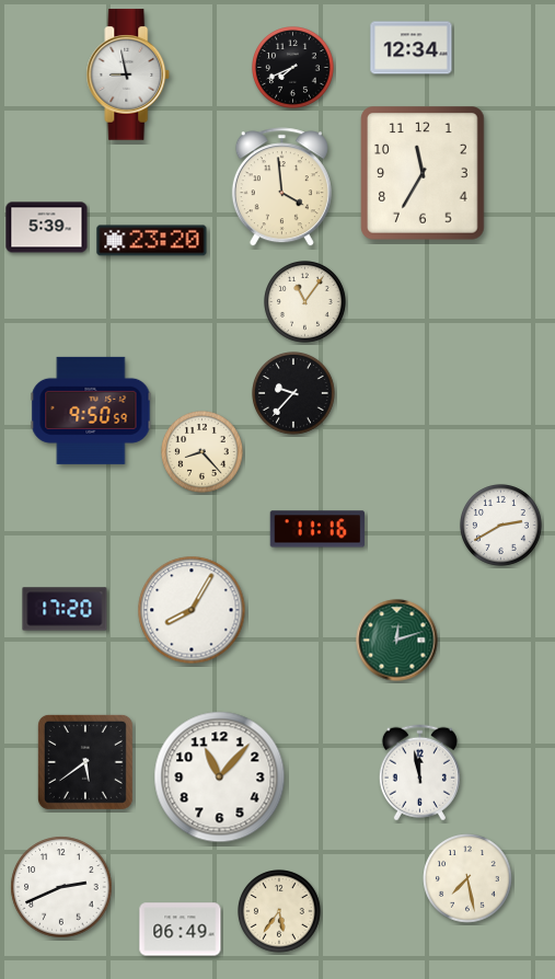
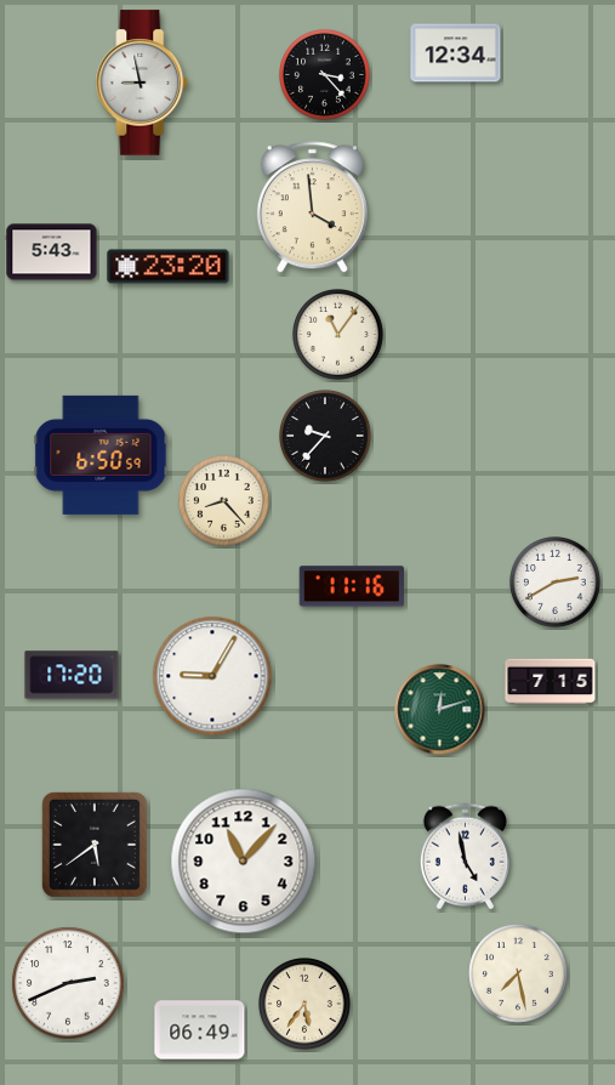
clock at (293, 68): 7:41 -> 3:23
clock at (423, 173): 11:35 -> none
clock at (47, 228): 5:39 -> 5:43
clock at (91, 411): 9:50 -> 6:50
clock at (192, 610): 8:05 -> 9:05
clock at (551, 682): none -> 7:15
clock at (419, 773): 11:58 -> 4:58
clock at (280, 912) position: (280, 912) -> (306, 1005)
